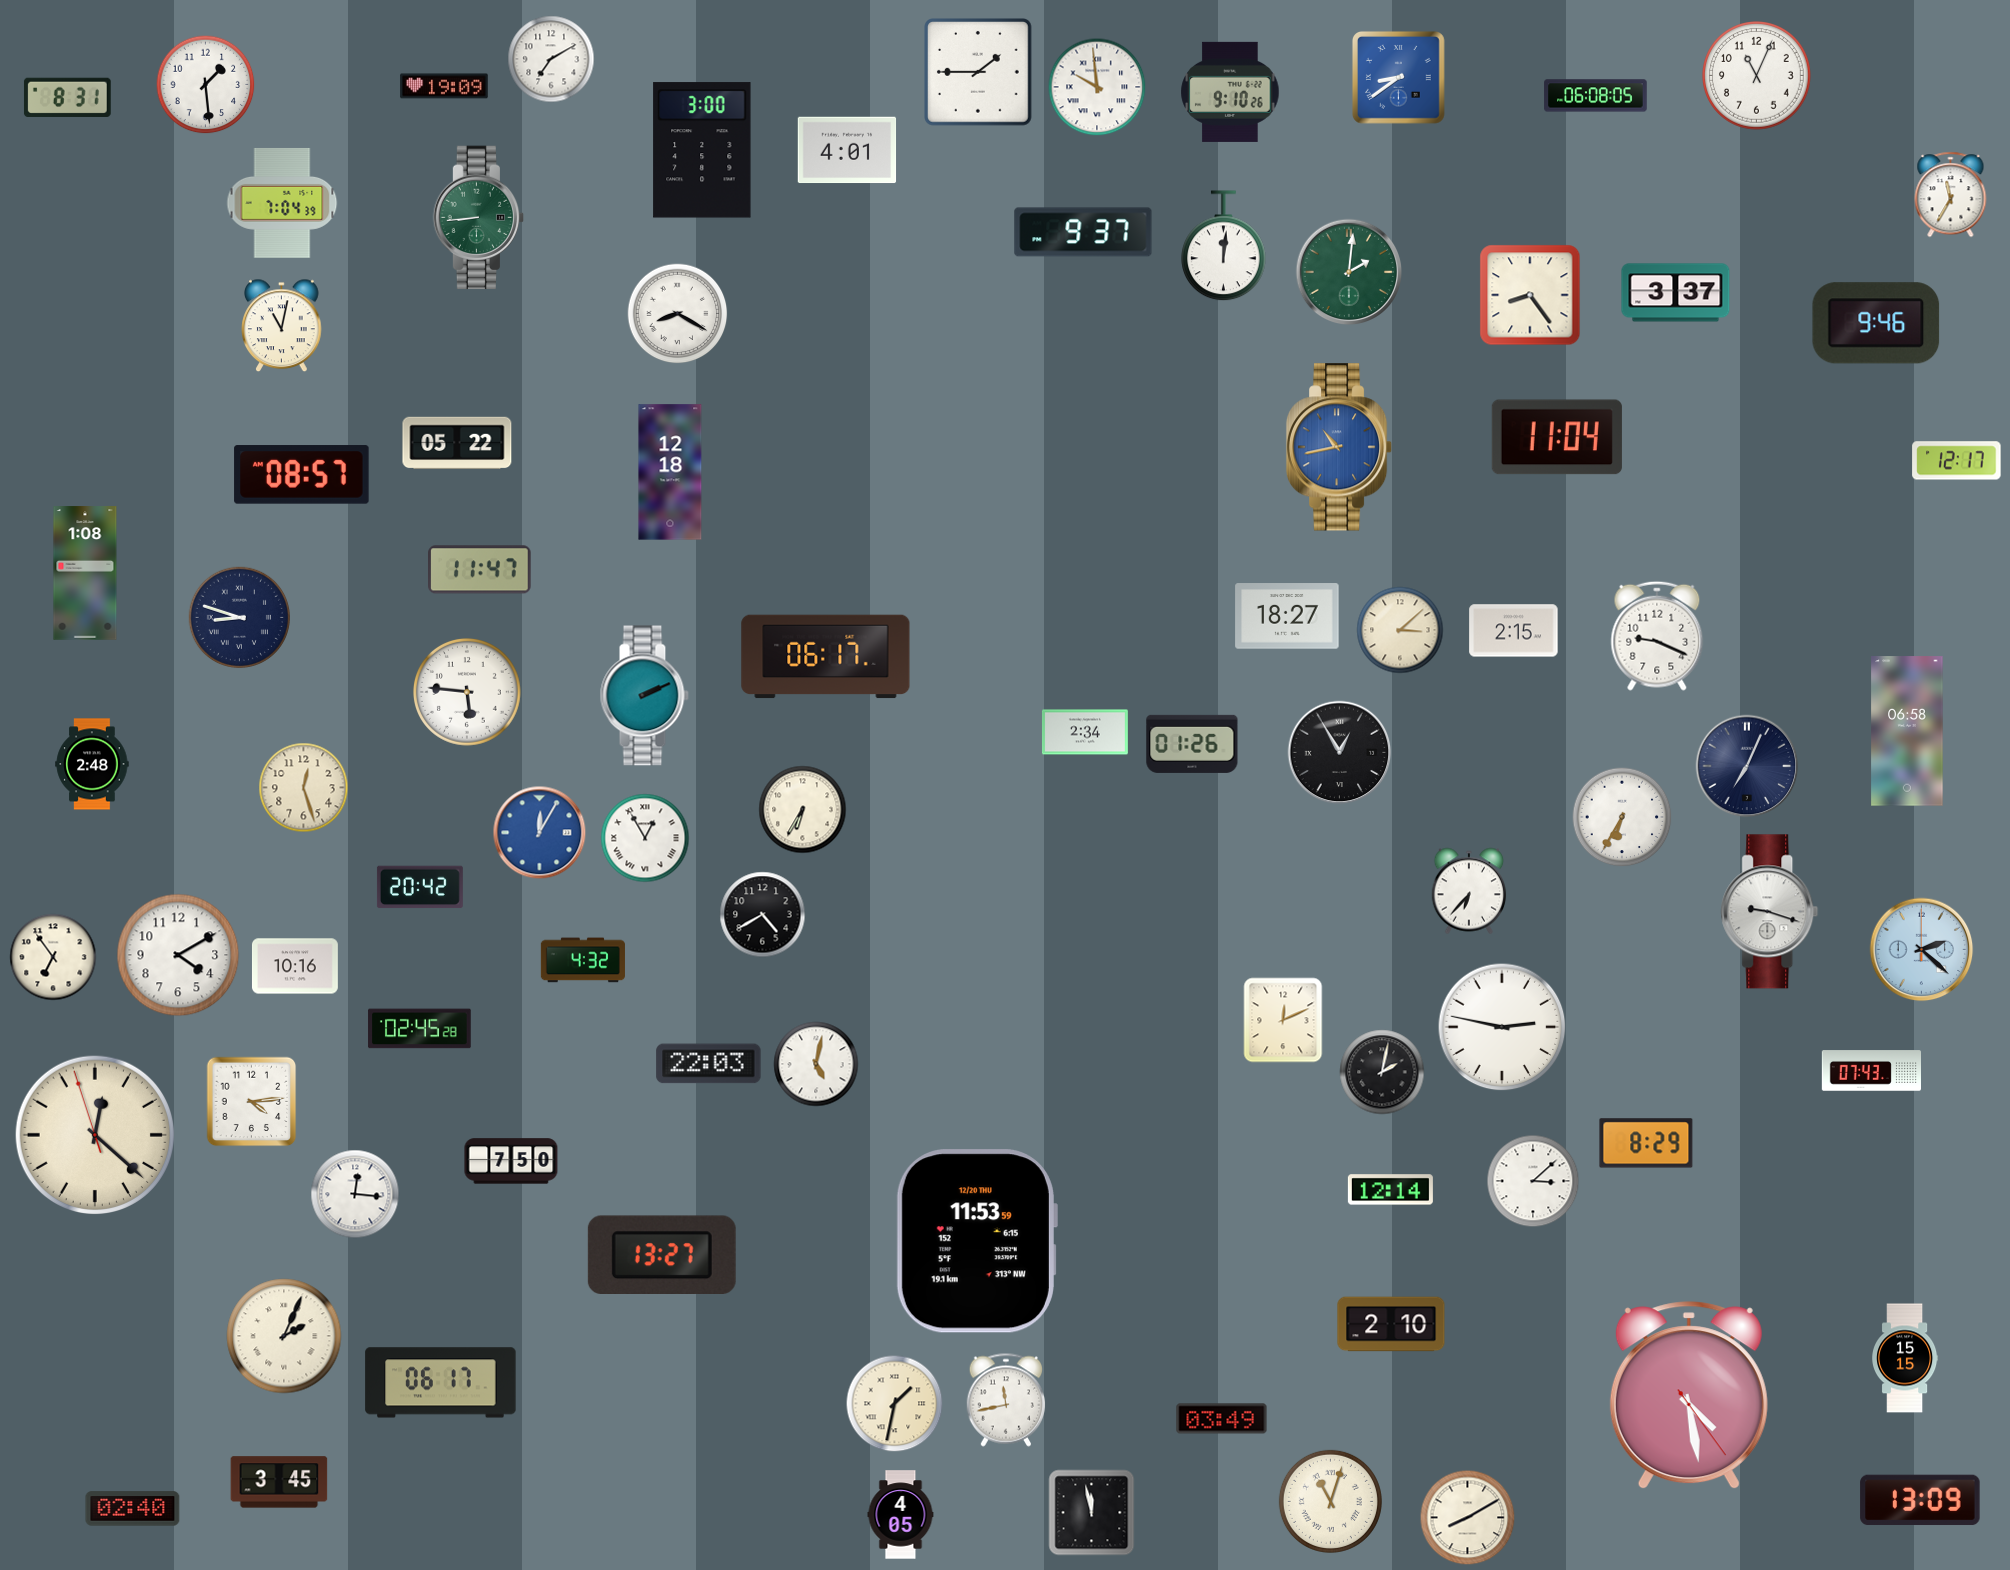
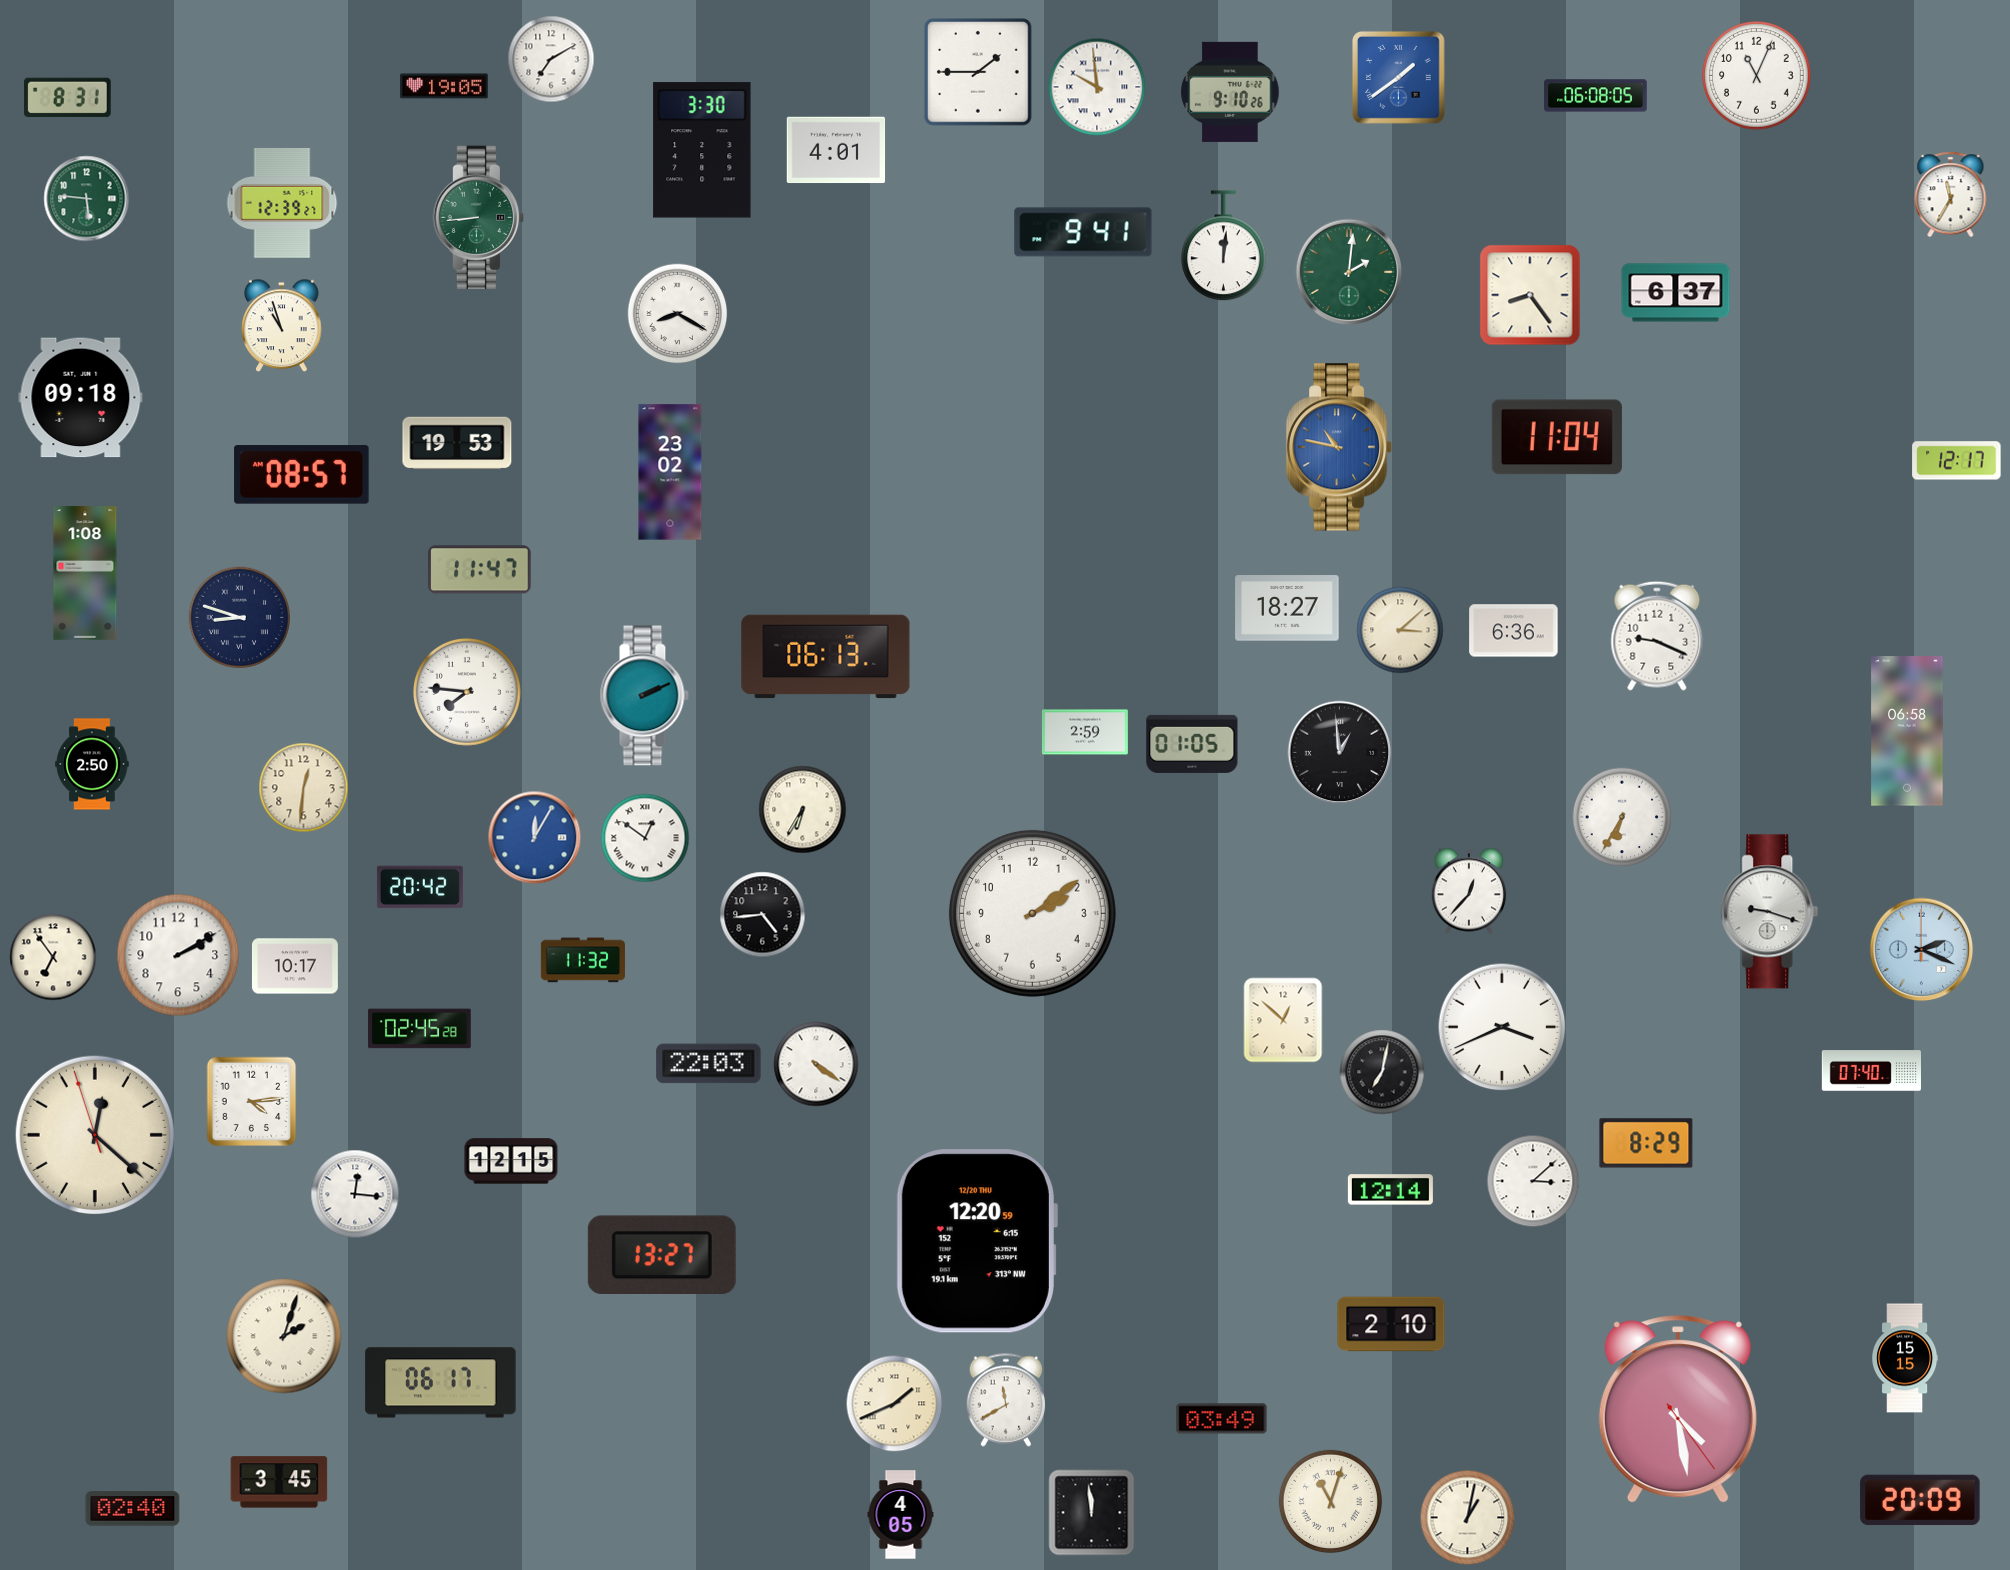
clock at (1399, 78): 8:39 -> 1:39
clock at (206, 85): 1:29 -> none
clock at (444, 86): 19:09 -> 19:05
clock at (702, 150): 3:00 -> 3:30
clock at (847, 150) position: (847, 150) -> (836, 150)
clock at (87, 199): none -> 5:46
clock at (282, 203): 7:04 -> 12:39
clock at (1083, 232): 9:37 -> 9:41
clock at (1676, 293): 3:37 -> 6:37
clock at (1876, 323): 9:46 -> none
clock at (282, 326): 11:02 -> 10:57
clock at (81, 398): none -> 09:18
clock at (457, 443): 05:22 -> 19:53
clock at (1339, 447): 10:43 -> 10:47
clock at (670, 472): 12:18 -> 23:02
clock at (1287, 616) position: (1287, 616) -> (1287, 608)
clock at (1514, 631): 2:15 -> 6:36
clock at (826, 657): 06:17 -> 06:13
clock at (468, 693): 5:46 -> 7:46
clock at (1085, 732): 2:34 -> 2:59
clock at (1192, 744): 01:26 -> 01:05
clock at (1340, 753): 12:55 -> 12:59
clock at (92, 764): 2:48 -> 2:50
clock at (1747, 766): 7:04 -> none
clock at (304, 788): 12:27 -> 12:31
clock at (540, 833) position: (540, 833) -> (535, 838)
clock at (645, 838): 12:55 -> 12:51
clock at (1469, 891): 6:37 -> 12:37
clock at (1032, 913): none -> 2:09
clock at (763, 915): 4:40 -> 4:44
clock at (1922, 950): 2:22 -> 2:19
clock at (178, 955): 4:10 -> 2:10
clock at (583, 960): 4:32 -> 11:32
clock at (295, 966): 10:16 -> 10:17
clock at (1283, 1020): 12:11 -> 12:52
clock at (1502, 1027): 2:47 -> 3:41
clock at (816, 1064): 5:02 -> 4:21
clock at (1871, 1071): 07:43 -> 07:40
clock at (1382, 1072): 2:02 -> 7:02
clock at (511, 1161): 7:50 -> 12:15
clock at (976, 1241): 11:53 -> 12:20
clock at (284, 1336): 2:04 -> 2:03
clock at (1689, 1396) position: (1689, 1396) -> (1678, 1410)
clock at (1006, 1400): 11:43 -> 11:40
clock at (895, 1404): 1:32 -> 1:41
clock at (1920, 1500): 13:09 -> 20:09
clock at (1092, 1513): 11:58 -> 11:59
clock at (1468, 1518): 8:10 -> 1:02
